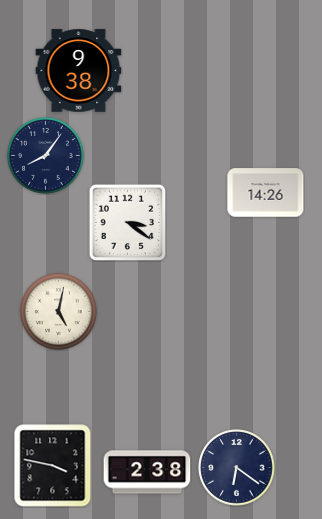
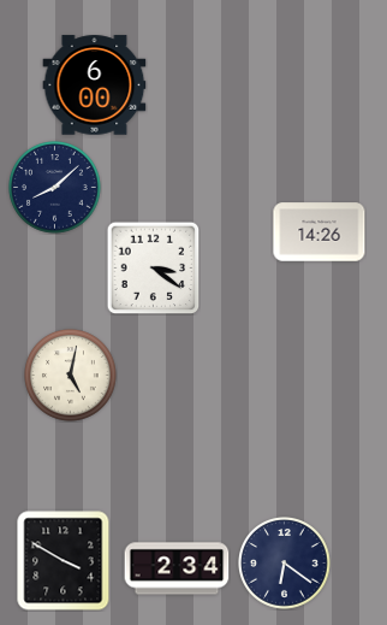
clock at (79, 71): 9:38 -> 6:00
clock at (46, 156): 8:06 -> 8:08
clock at (53, 466): 3:47 -> 3:50
clock at (147, 472): 2:38 -> 2:34
